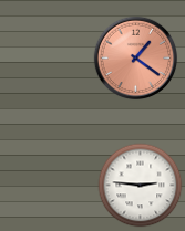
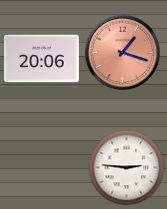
clock at (136, 59): 1:21 -> 1:18
clock at (41, 59): none -> 20:06
